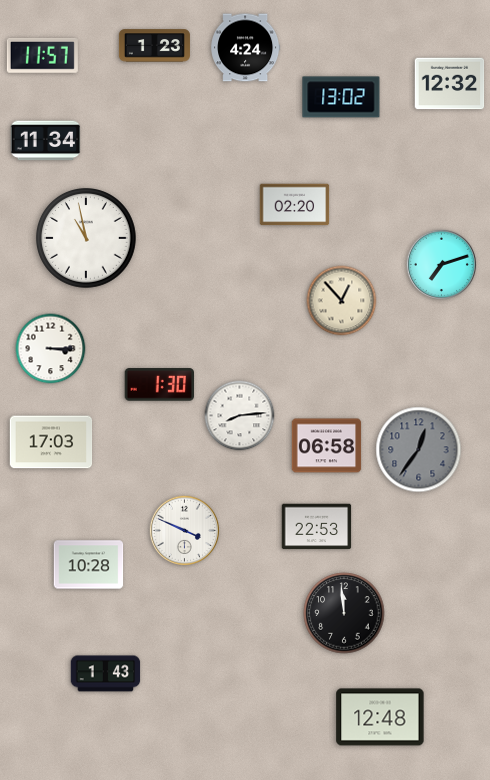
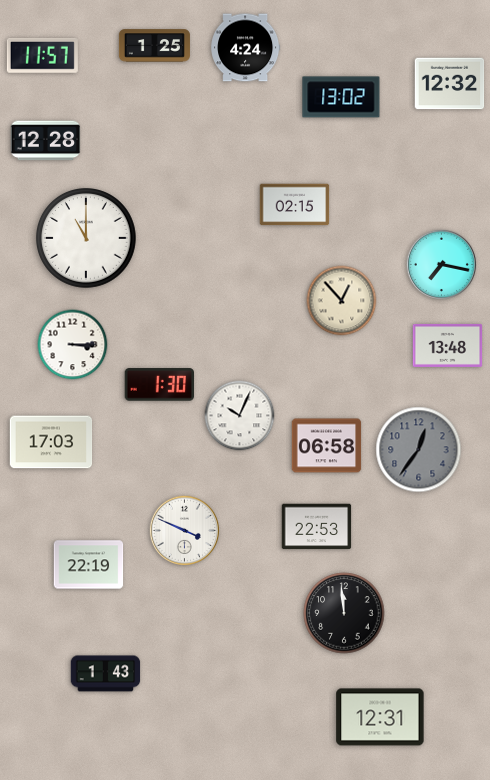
clock at (154, 46): 1:23 -> 1:25
clock at (46, 141): 11:34 -> 12:28
clock at (295, 205): 02:20 -> 02:15
clock at (87, 239): 10:58 -> 11:00
clock at (441, 264): 7:12 -> 7:17
clock at (448, 345): none -> 13:48
clock at (51, 349) position: (51, 349) -> (73, 345)
clock at (240, 416): 8:14 -> 10:04
clock at (89, 565): 10:28 -> 22:19
clock at (380, 717): 12:48 -> 12:31
